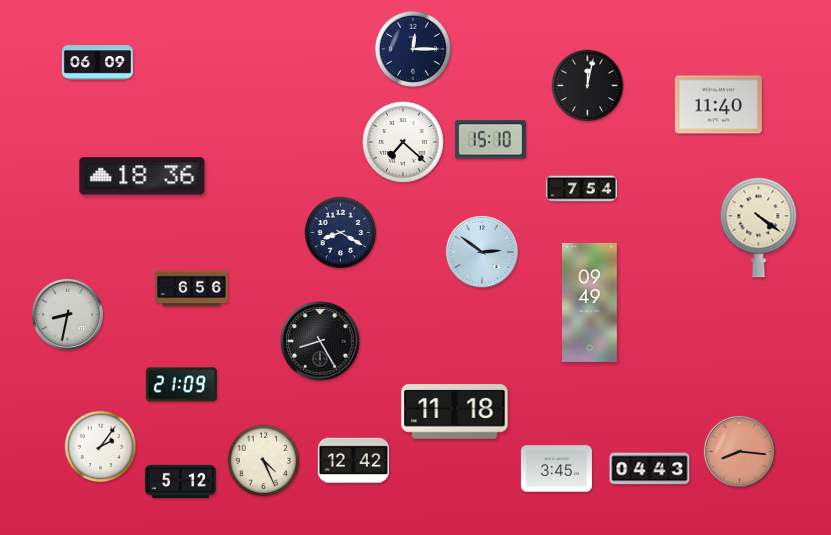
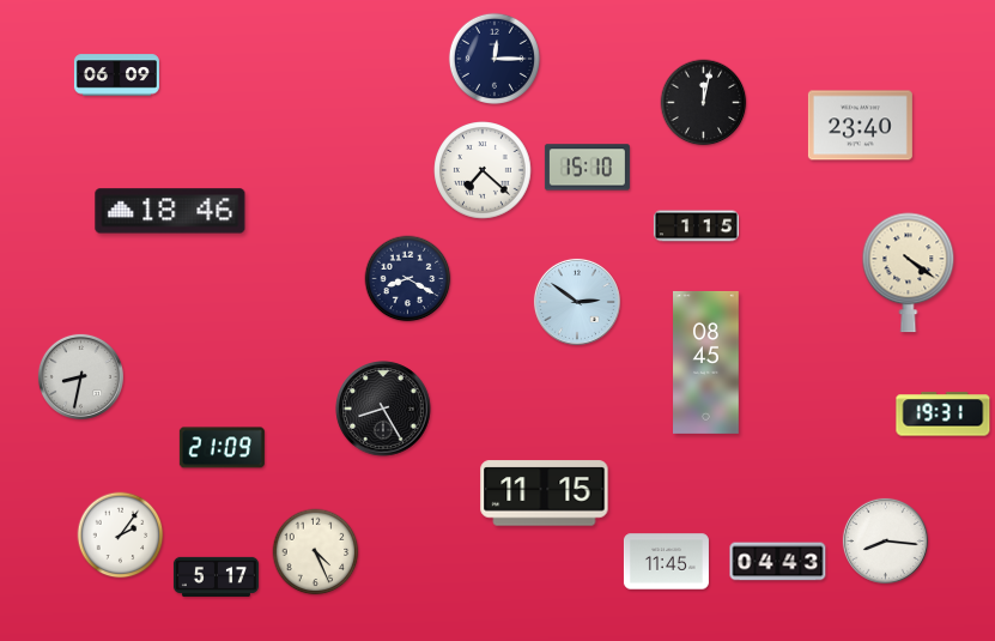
clock at (718, 105): 11:40 -> 23:40
clock at (142, 176): 18:36 -> 18:46
clock at (581, 189): 7:54 -> 1:15
clock at (192, 289): 6:56 -> none
clock at (590, 302): 09:49 -> 08:45
clock at (944, 415): none -> 19:31
clock at (181, 385) position: (181, 385) -> (222, 448)
clock at (455, 412): 11:18 -> 11:15
clock at (739, 451) dial: salmon -> white
clock at (353, 461): 12:42 -> none
clock at (556, 469): 3:45 -> 11:45
clock at (180, 481): 5:12 -> 5:17
